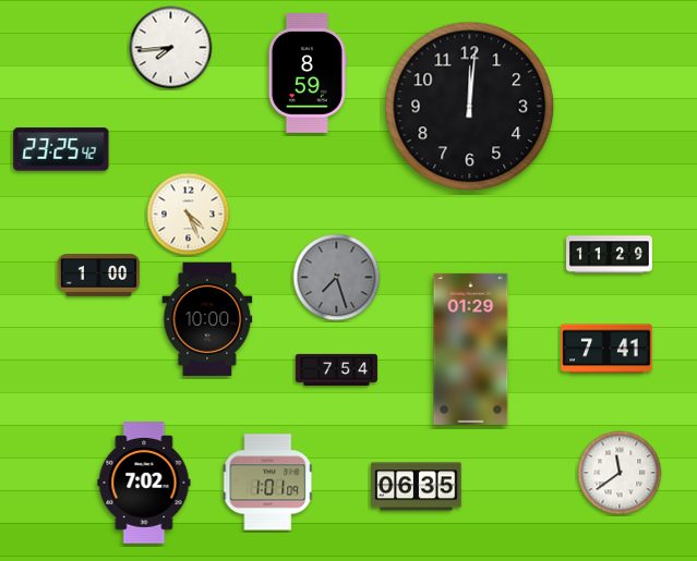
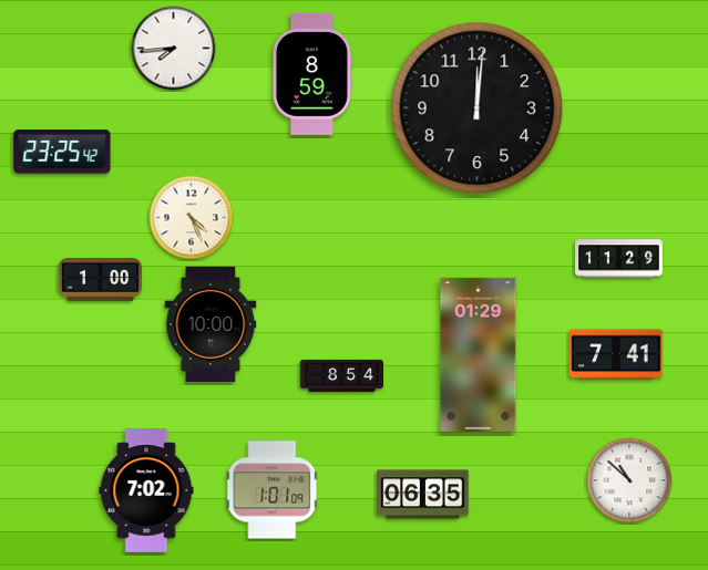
clock at (337, 278): 7:27 -> none
clock at (336, 369): 7:54 -> 8:54
clock at (620, 473): 11:39 -> 10:52
